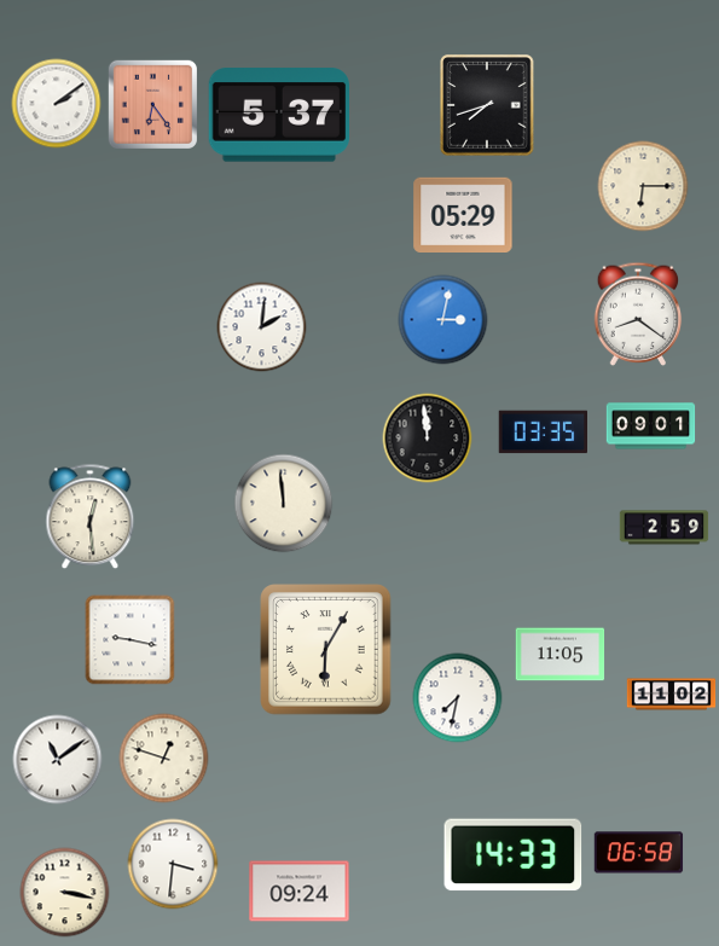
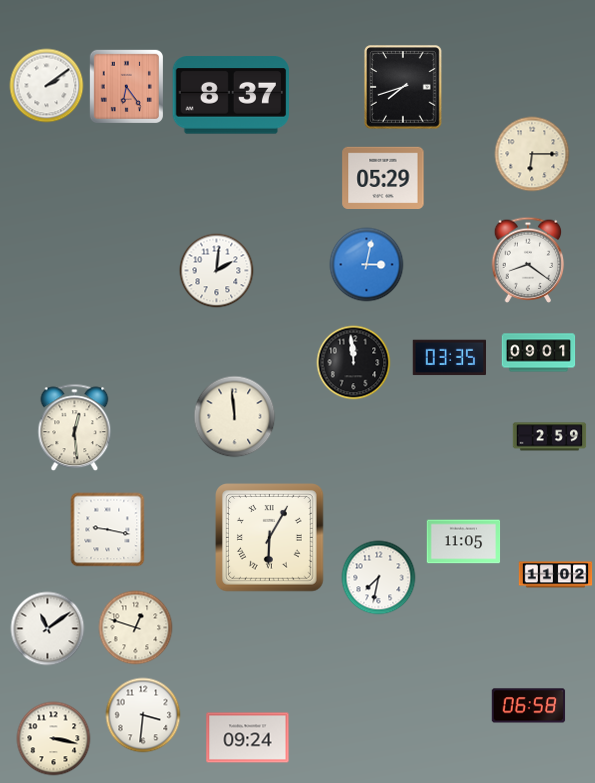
clock at (278, 115): 5:37 -> 8:37
clock at (514, 855): 14:33 -> none
